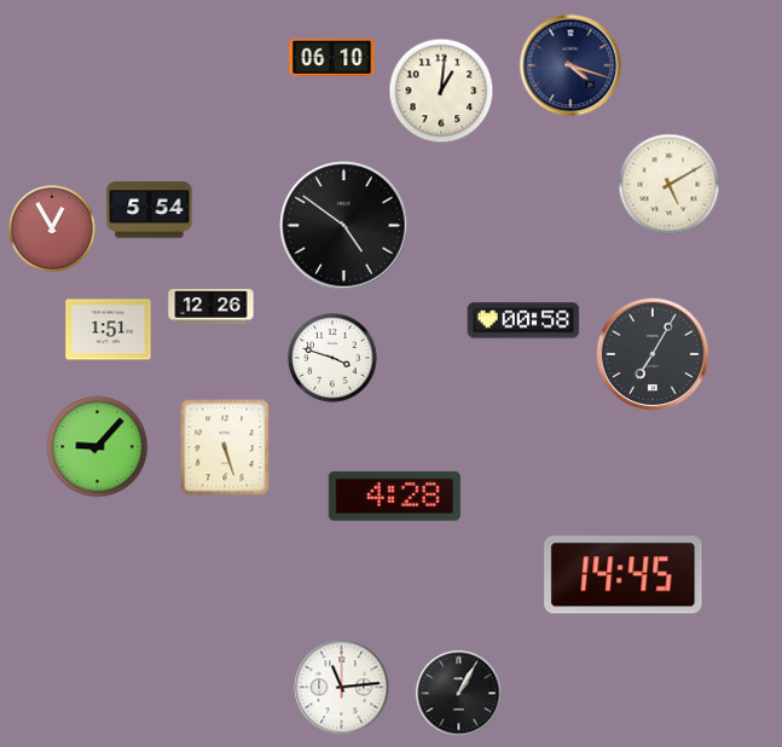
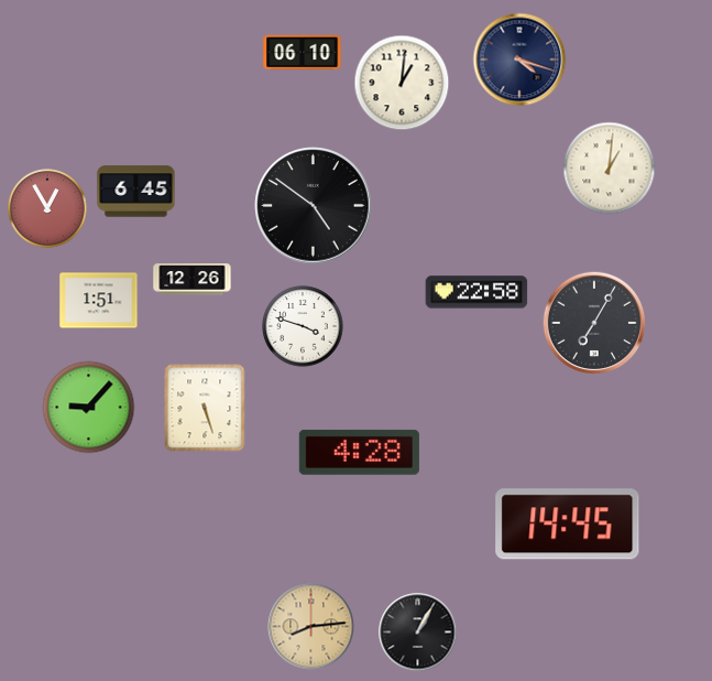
clock at (670, 185): 5:10 -> 1:01
clock at (150, 210): 5:54 -> 6:45
clock at (523, 320): 00:58 -> 22:58
clock at (342, 688): 11:14 -> 8:14
clock at (342, 688) dial: white -> champagne
